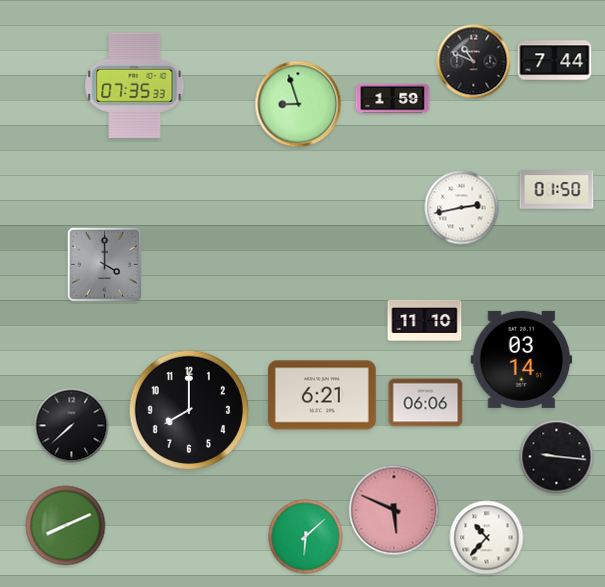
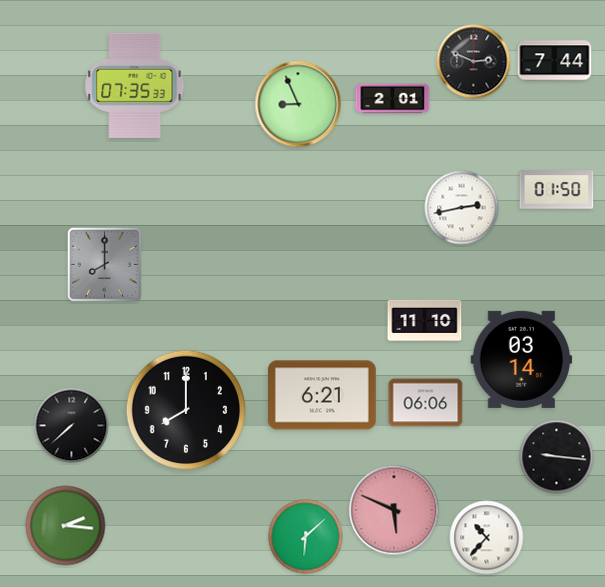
clock at (474, 62): 10:49 -> 2:49
clock at (393, 99): 1:59 -> 2:01
clock at (298, 104): 8:57 -> 8:56
clock at (104, 264): 4:00 -> 8:00
clock at (189, 410) position: (189, 410) -> (186, 410)
clock at (66, 526): 8:11 -> 2:16
